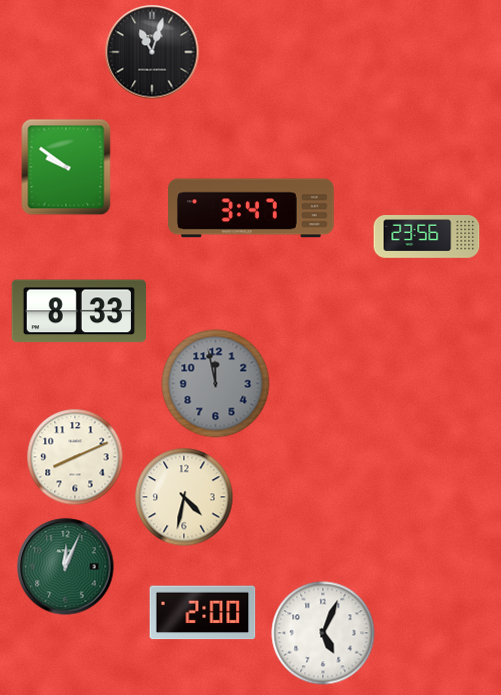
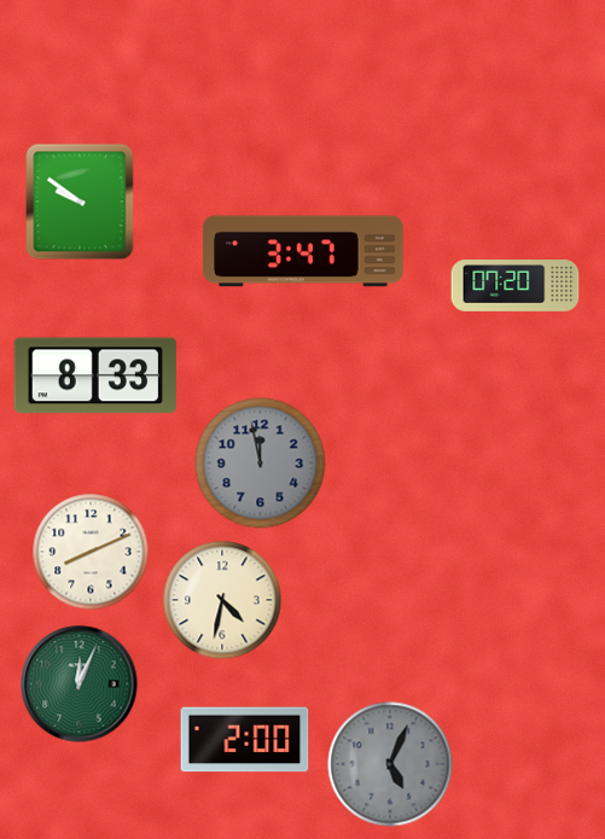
clock at (152, 52): 11:03 -> none
clock at (427, 237): 23:56 -> 07:20
clock at (323, 633) dial: white -> grey
